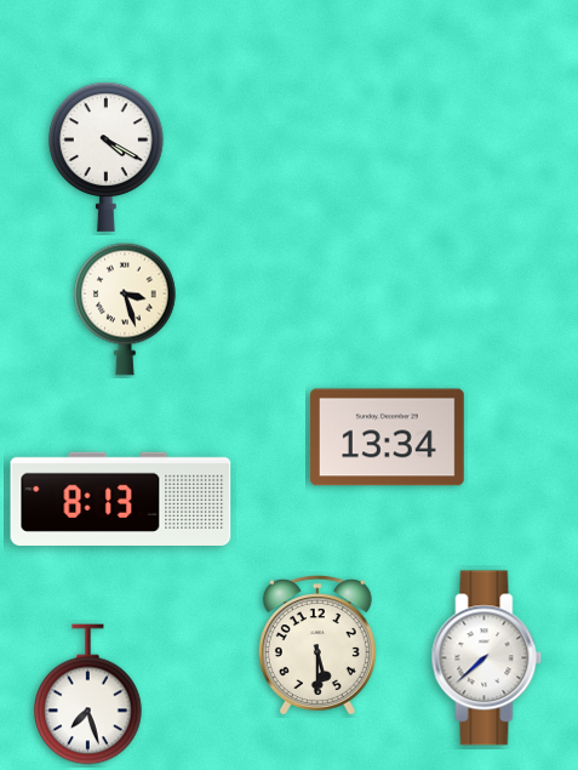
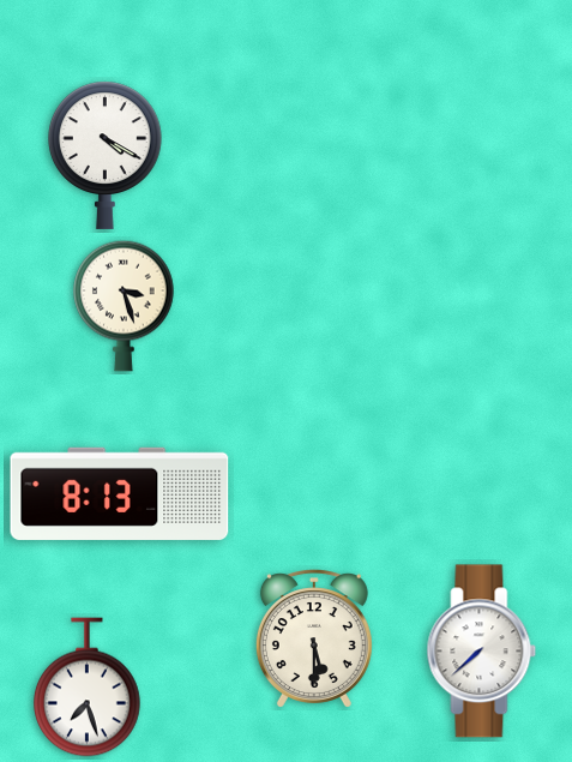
clock at (387, 438): 13:34 -> none
